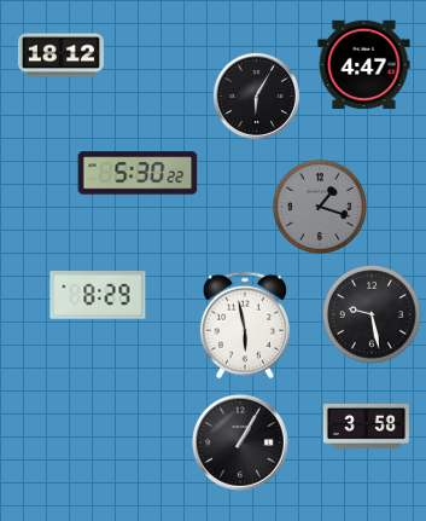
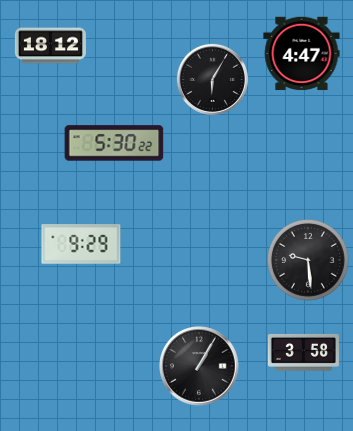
clock at (320, 207): 1:18 -> none
clock at (98, 295): 8:29 -> 9:29
clock at (373, 316): 9:28 -> 9:29
clock at (245, 325): 5:58 -> none
